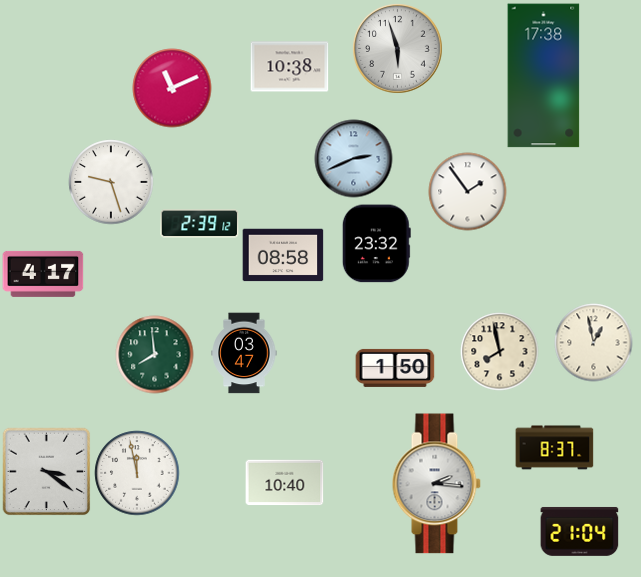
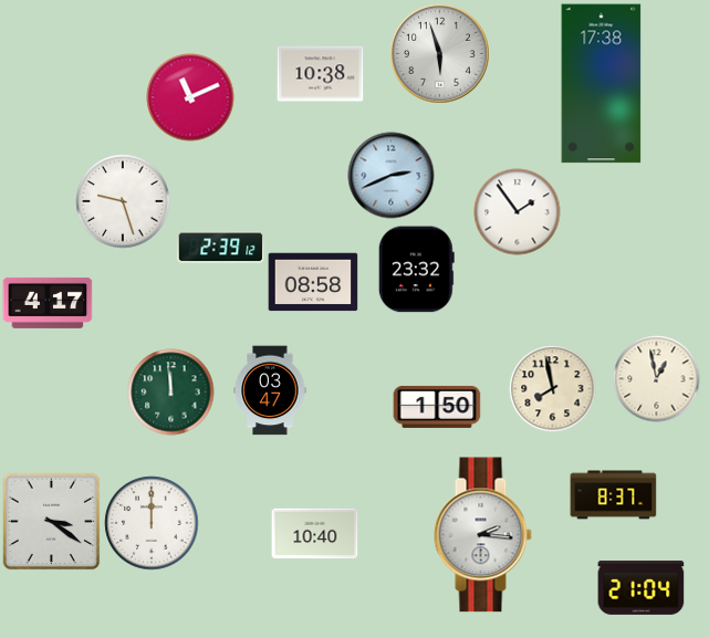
clock at (154, 354): 7:59 -> 11:59
clock at (137, 473): 11:58 -> 12:00
